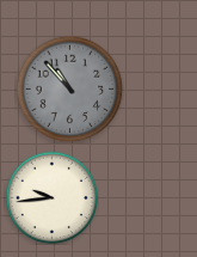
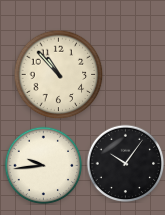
clock at (69, 88) dial: grey -> cream
clock at (125, 163): none -> 10:06
